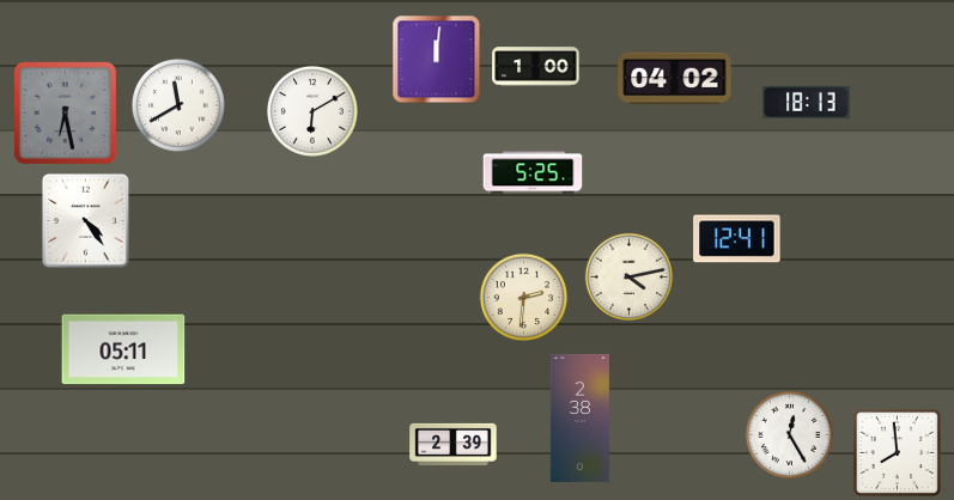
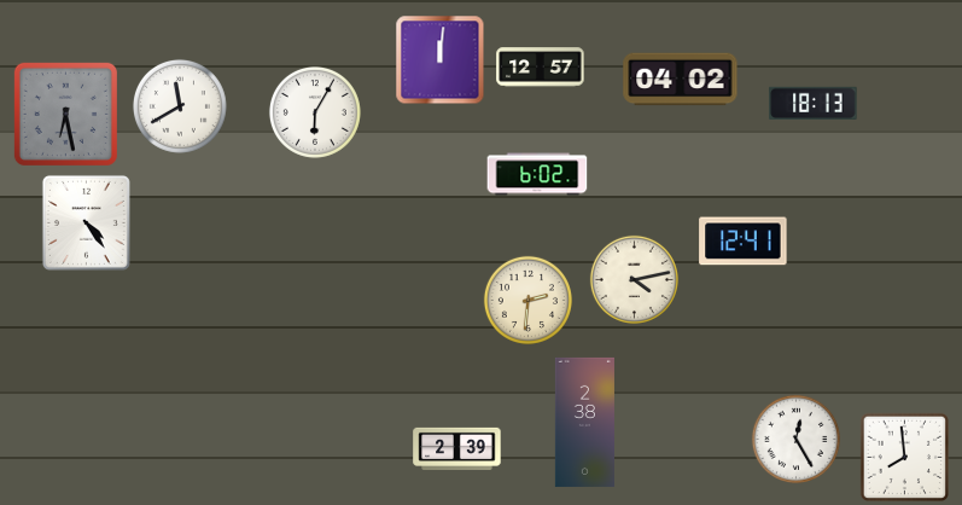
clock at (536, 67): 1:00 -> 12:57
clock at (312, 111): 6:10 -> 6:05
clock at (533, 172): 5:25 -> 6:02
clock at (123, 349): 05:11 -> none
